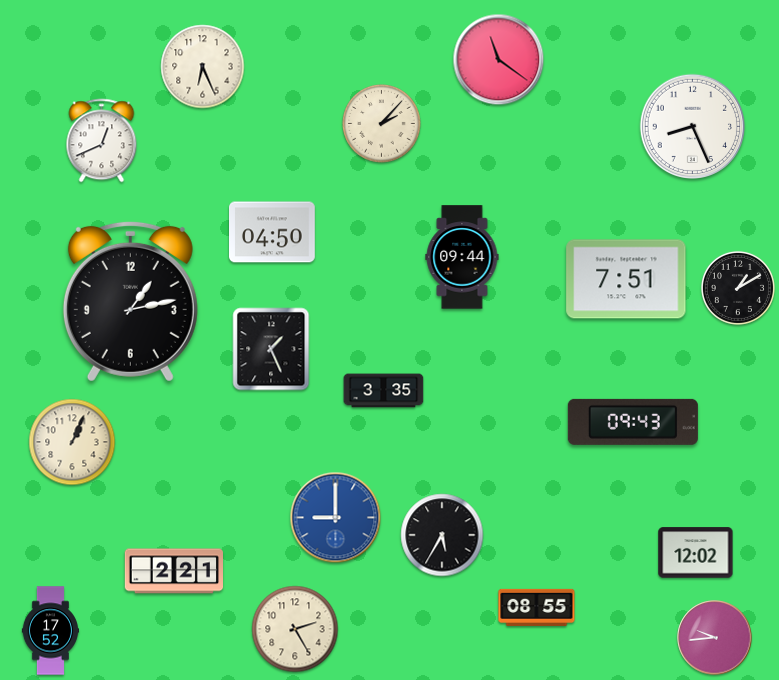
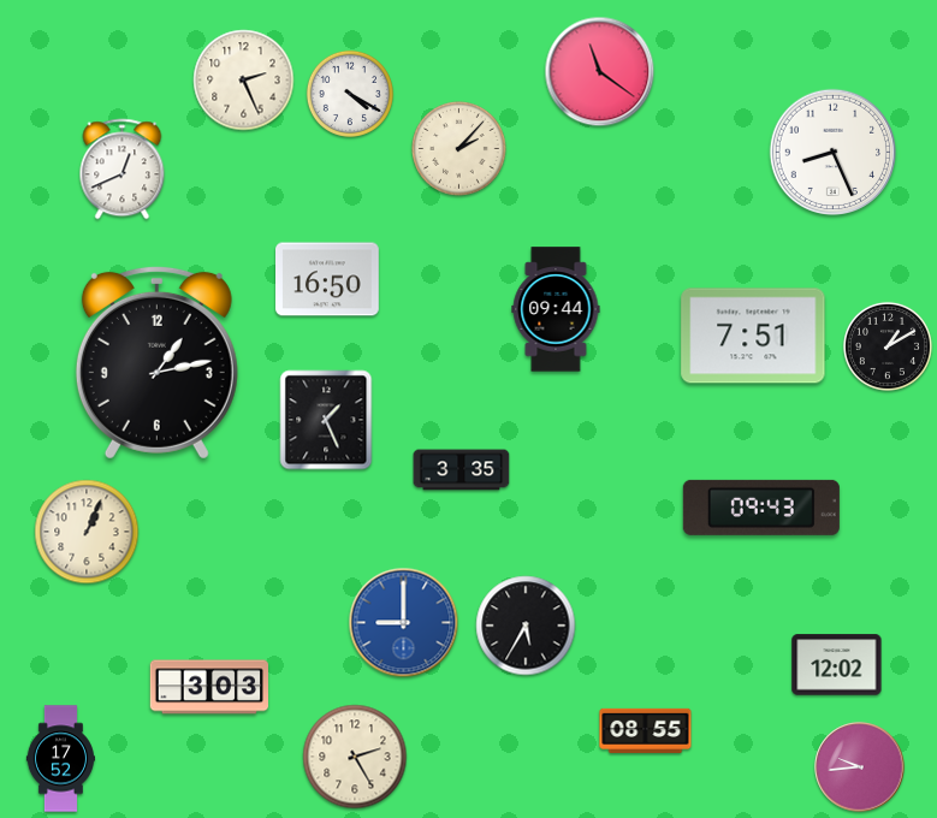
clock at (203, 67): 6:26 -> 2:26
clock at (350, 94): none -> 4:20
clock at (273, 232): 04:50 -> 16:50
clock at (442, 535) position: (442, 535) -> (526, 626)
clock at (173, 571): 2:21 -> 3:03
